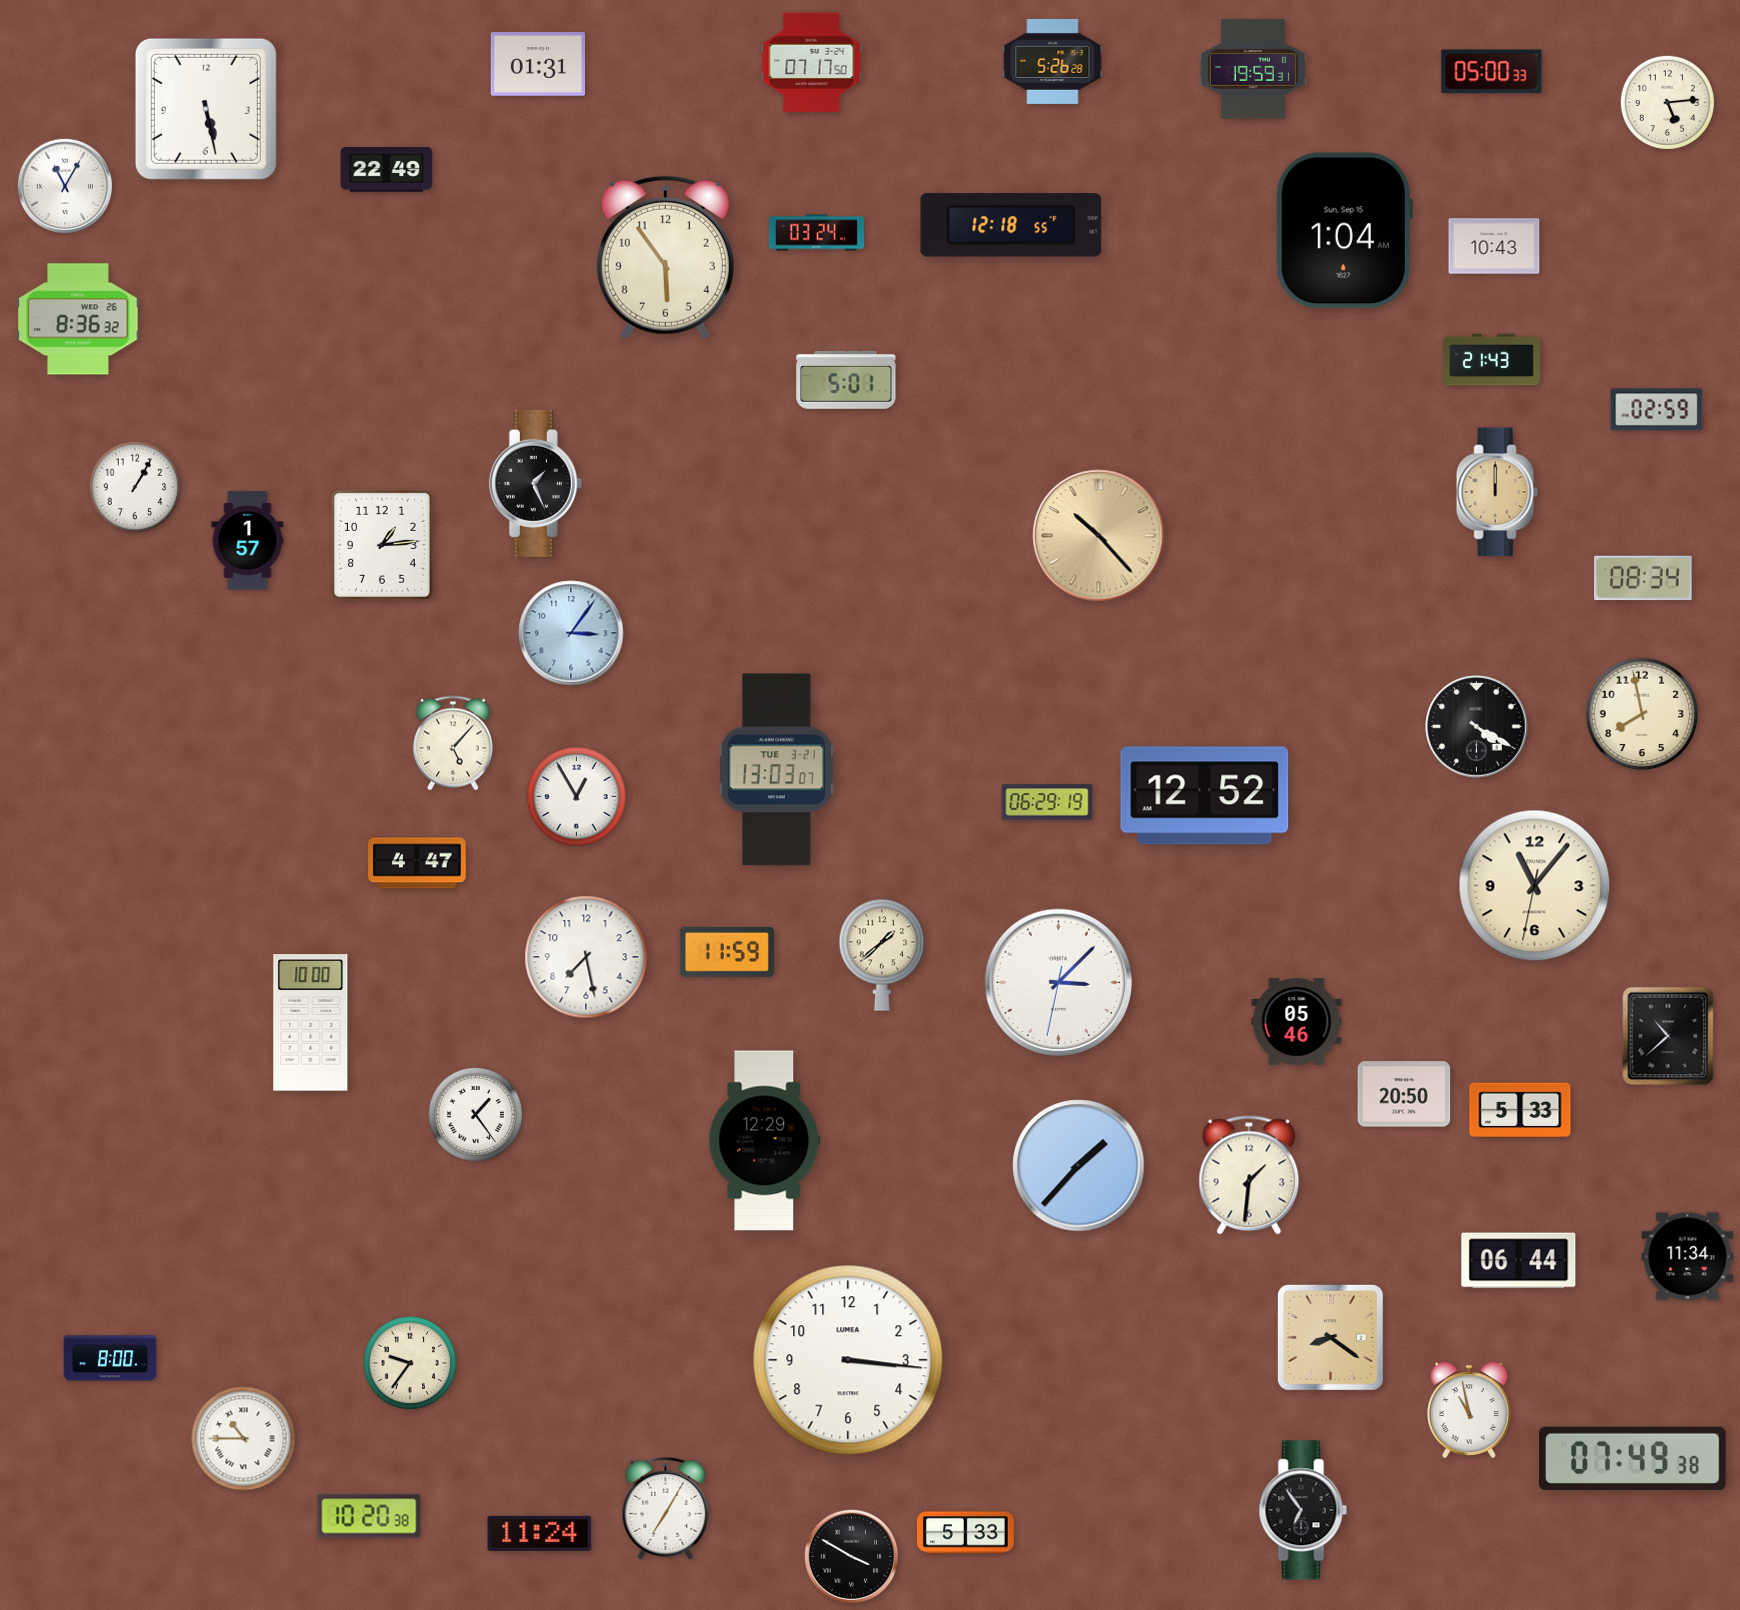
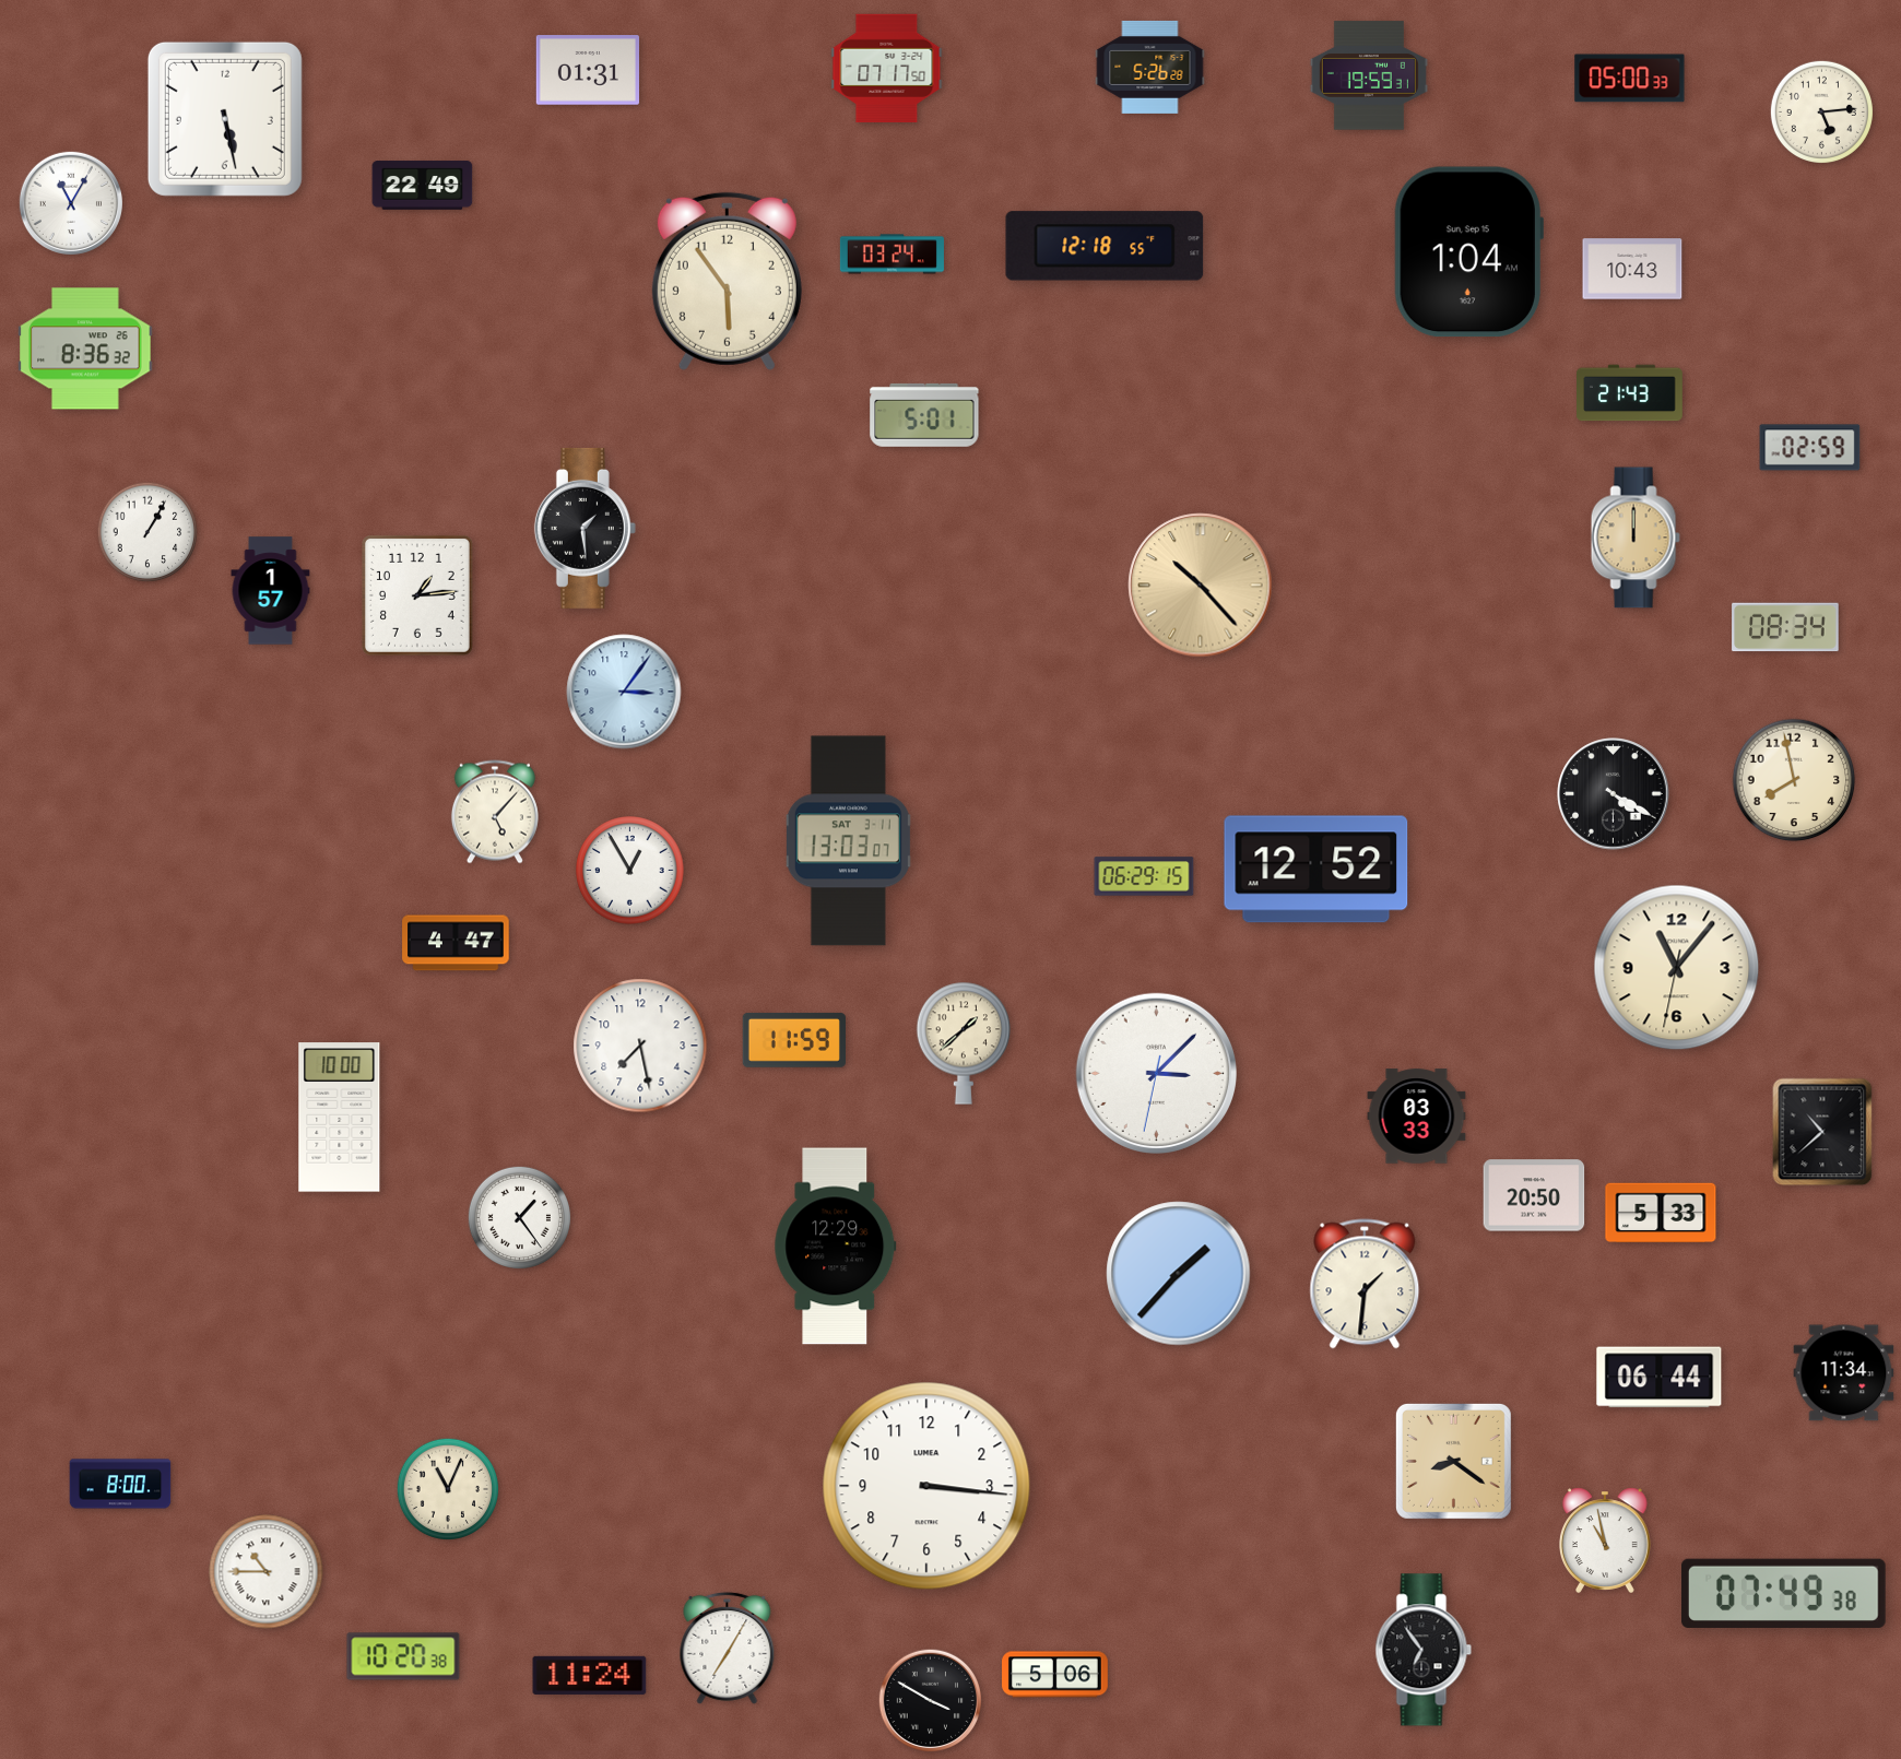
clock at (535, 483): 1:26 -> 1:29
clock at (1643, 578) position: (1643, 578) -> (1785, 627)
clock at (776, 770) date: TUE 3-21 -> SAT 3-11
clock at (1047, 802): 06:29:19 -> 06:29:15
clock at (1297, 1022): 05:46 -> 03:33
clock at (409, 1362): 9:36 -> 11:04
clock at (966, 1533): 5:33 -> 5:06
